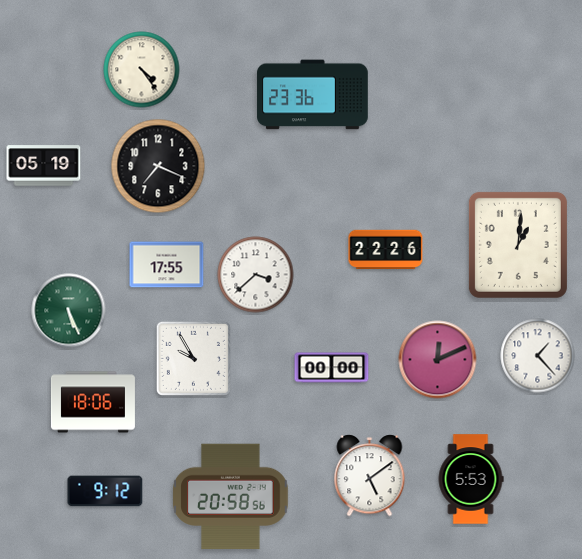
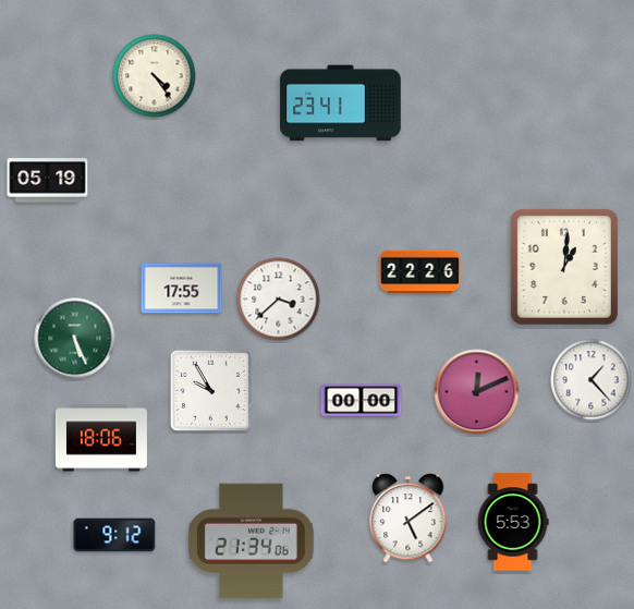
clock at (313, 95): 23:36 -> 23:41
clock at (158, 166): 7:19 -> none
clock at (538, 356) position: (538, 356) -> (592, 380)
clock at (370, 476) position: (370, 476) -> (409, 519)
clock at (231, 497): 20:58 -> 21:34
